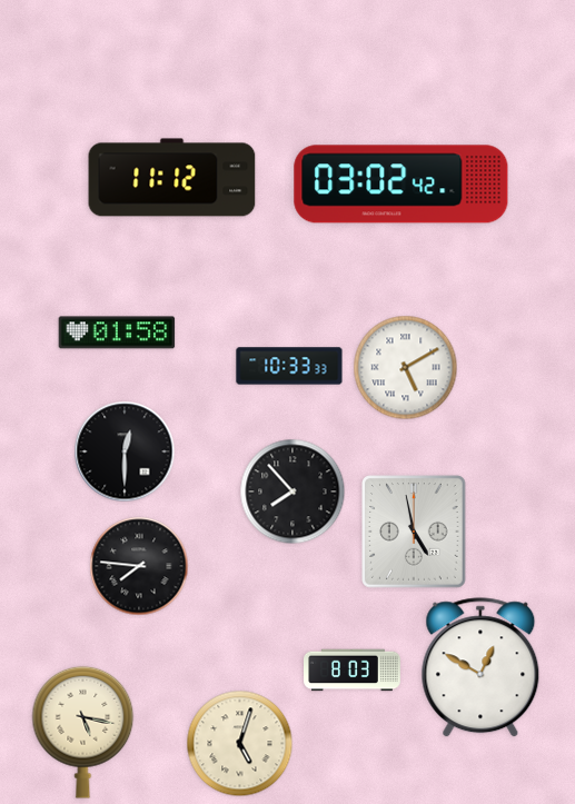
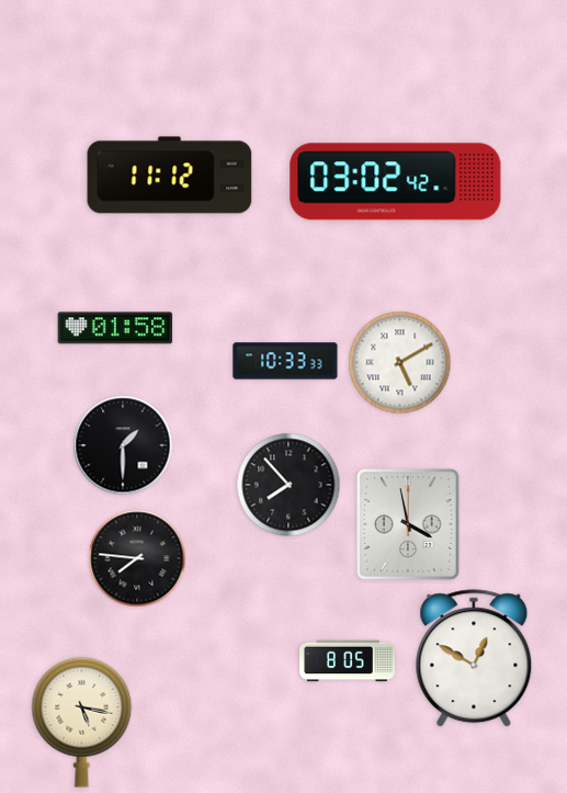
clock at (125, 451): 12:30 -> 1:30
clock at (414, 532): 4:58 -> 3:58
clock at (353, 671): 8:03 -> 8:05
clock at (240, 744): 5:03 -> none
